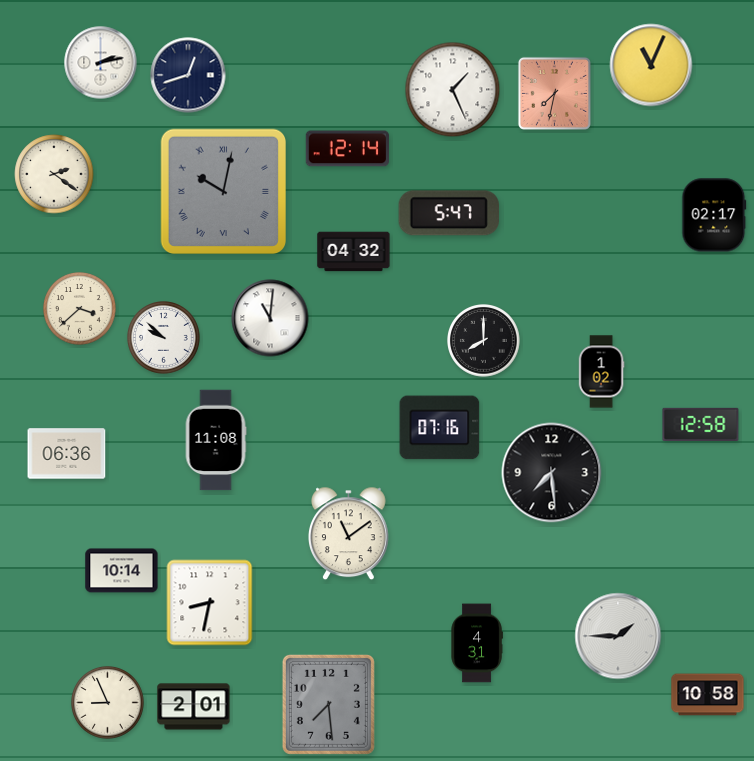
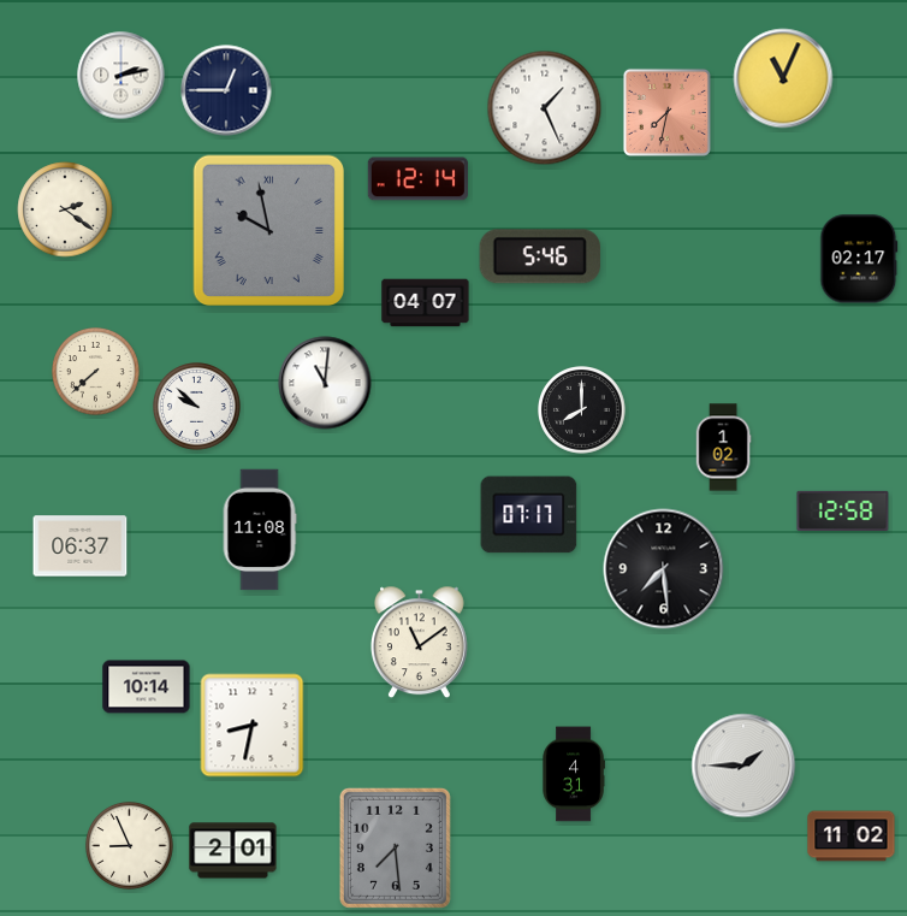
clock at (188, 75): 12:42 -> 12:45
clock at (223, 191): 10:02 -> 9:58
clock at (449, 213): 5:47 -> 5:46
clock at (354, 252): 04:32 -> 04:07
clock at (80, 309): 3:38 -> 7:38
clock at (440, 428): 07:16 -> 07:17
clock at (67, 454): 06:36 -> 06:37
clock at (708, 695): 10:58 -> 11:02
